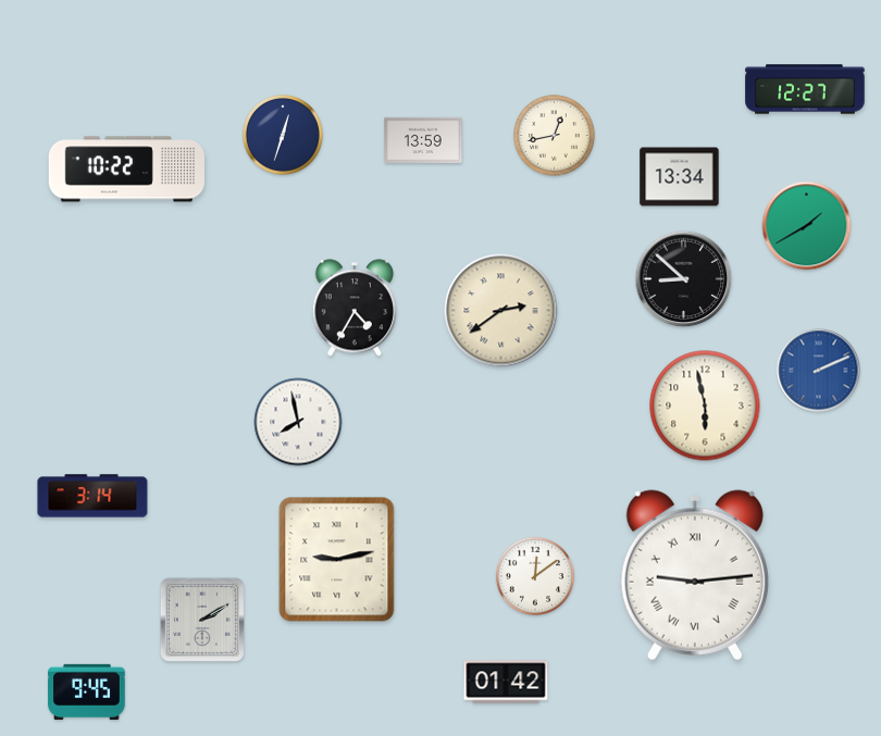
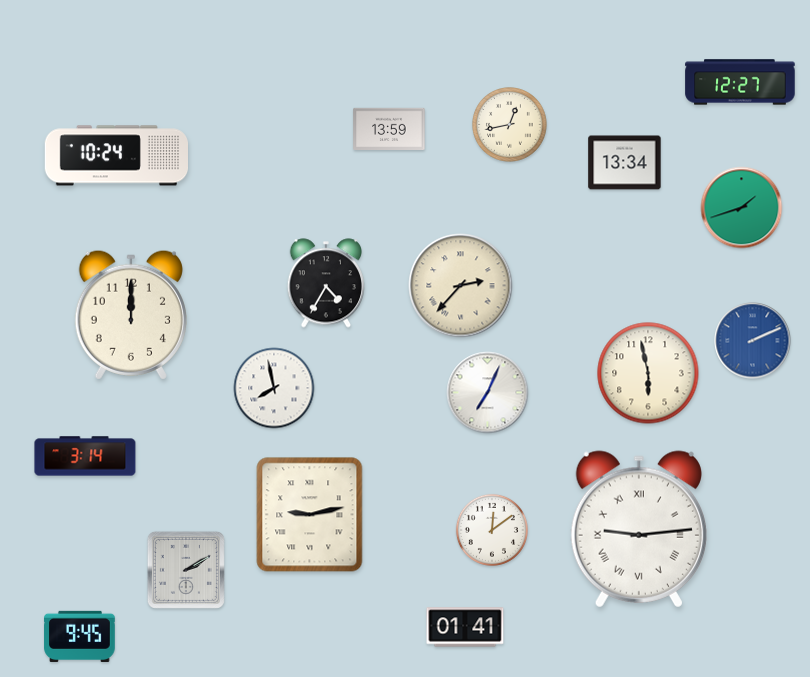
clock at (283, 135): 12:33 -> none
clock at (126, 170): 10:22 -> 10:24
clock at (807, 226): 1:40 -> 1:42
clock at (684, 279): 8:52 -> none
clock at (501, 311): 2:39 -> 2:37
clock at (131, 315): none -> 12:00
clock at (488, 393): none -> 7:04
clock at (506, 682): 01:42 -> 01:41
